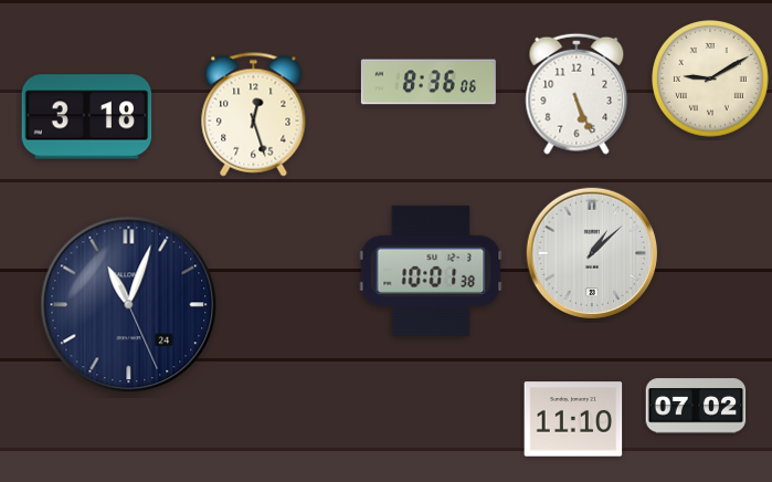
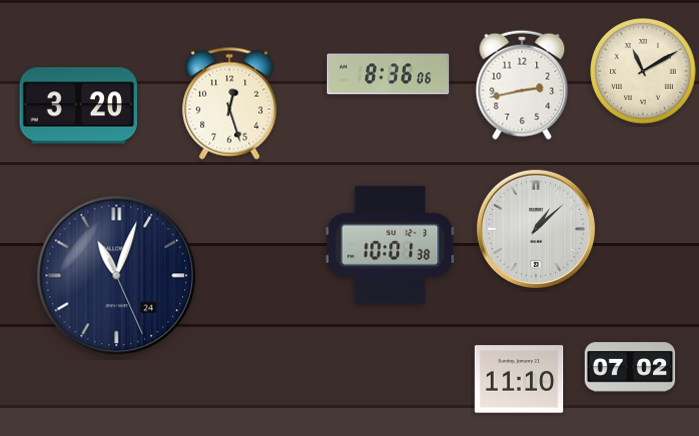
clock at (711, 80): 9:10 -> 11:10
clock at (577, 94): 5:26 -> 2:43
clock at (87, 117): 3:18 -> 3:20
